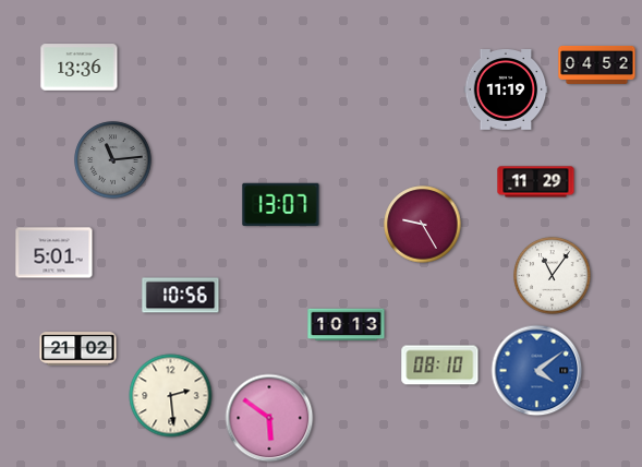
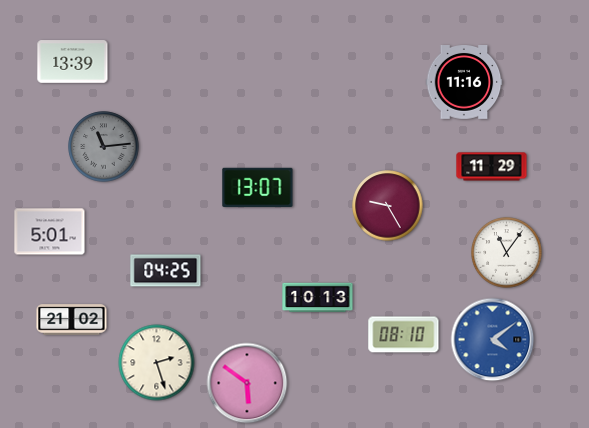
clock at (597, 64): 04:52 -> none
clock at (80, 68): 13:36 -> 13:39
clock at (506, 91): 11:19 -> 11:16
clock at (181, 296): 10:56 -> 04:25
clock at (171, 396): 2:29 -> 2:27
